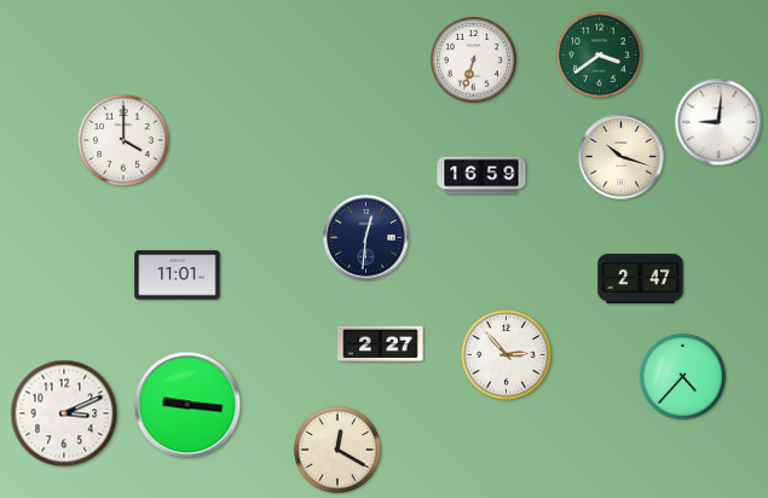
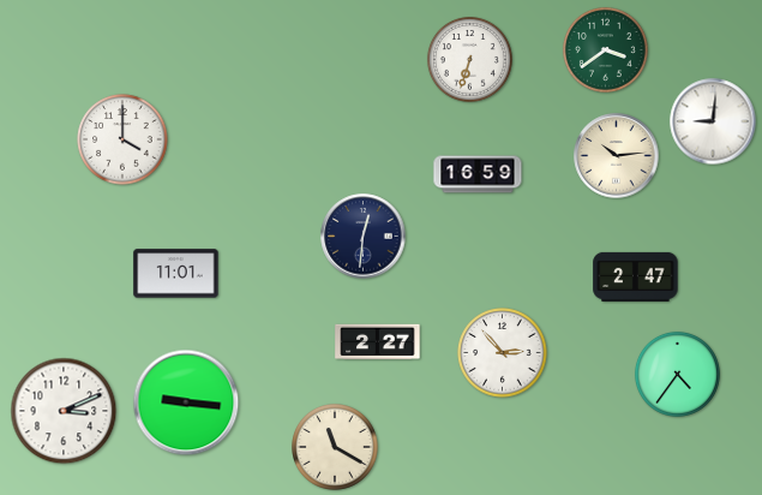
clock at (599, 54) position: (599, 54) -> (605, 49)
clock at (622, 157): 10:18 -> 10:14
clock at (682, 376): 4:37 -> 4:36
clock at (339, 451): 12:20 -> 11:20
